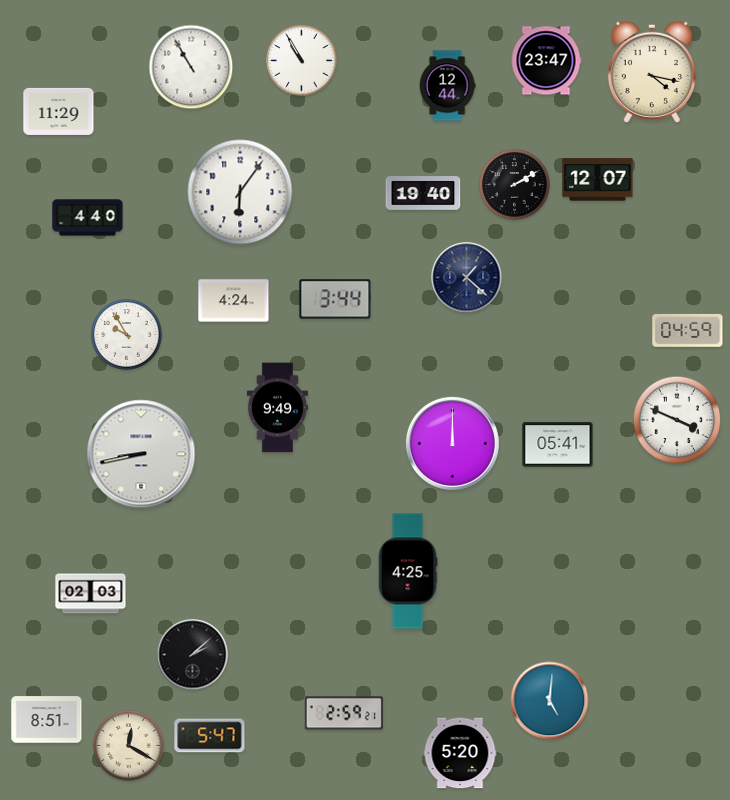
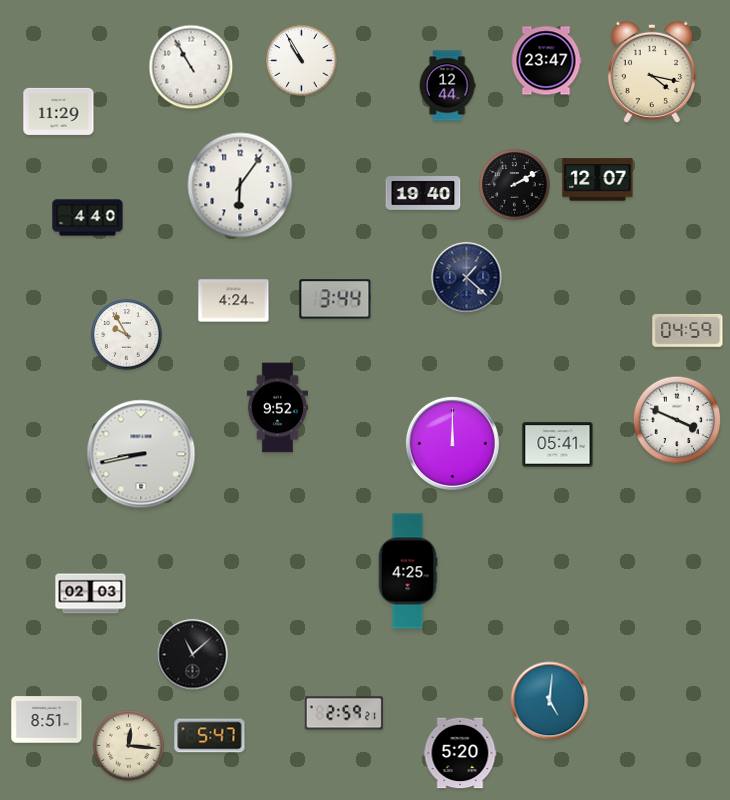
clock at (240, 192) position: (240, 192) -> (240, 185)
clock at (277, 408): 9:49 -> 9:52
clock at (193, 655): 2:08 -> 11:08
clock at (129, 746): 12:20 -> 12:16
